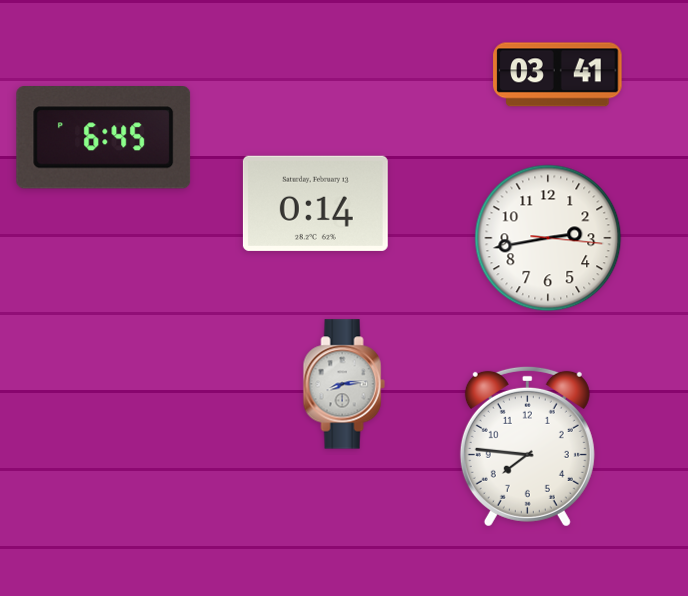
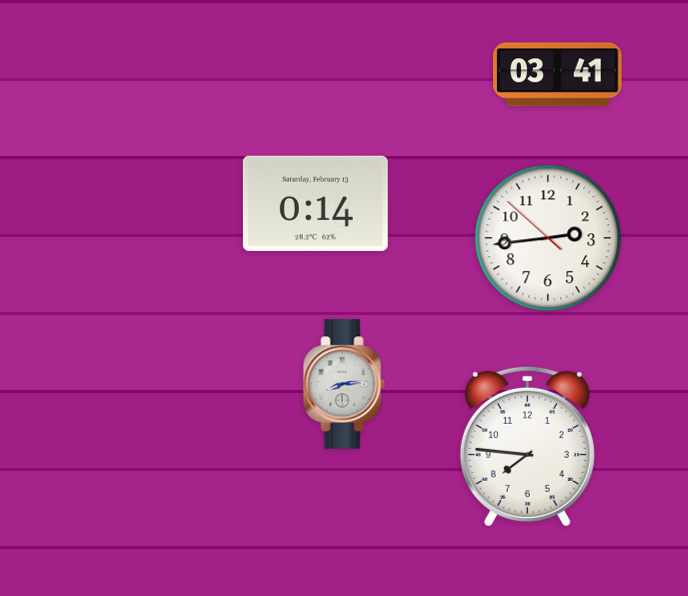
clock at (104, 138): 6:45 -> none
clock at (548, 238): 2:43:16 -> 2:43:52
